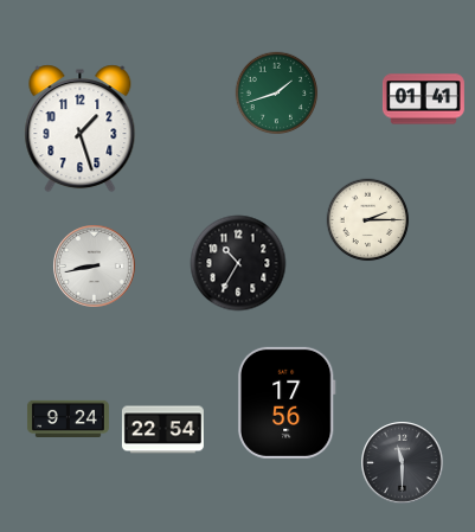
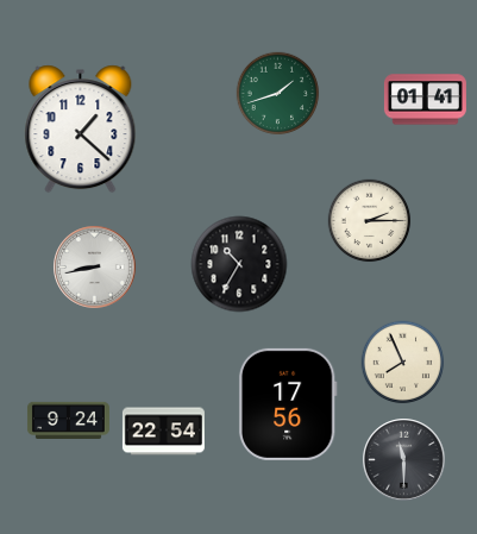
clock at (81, 129): 1:27 -> 1:22
clock at (403, 363): none -> 7:56
clock at (403, 463) position: (403, 463) -> (404, 460)
